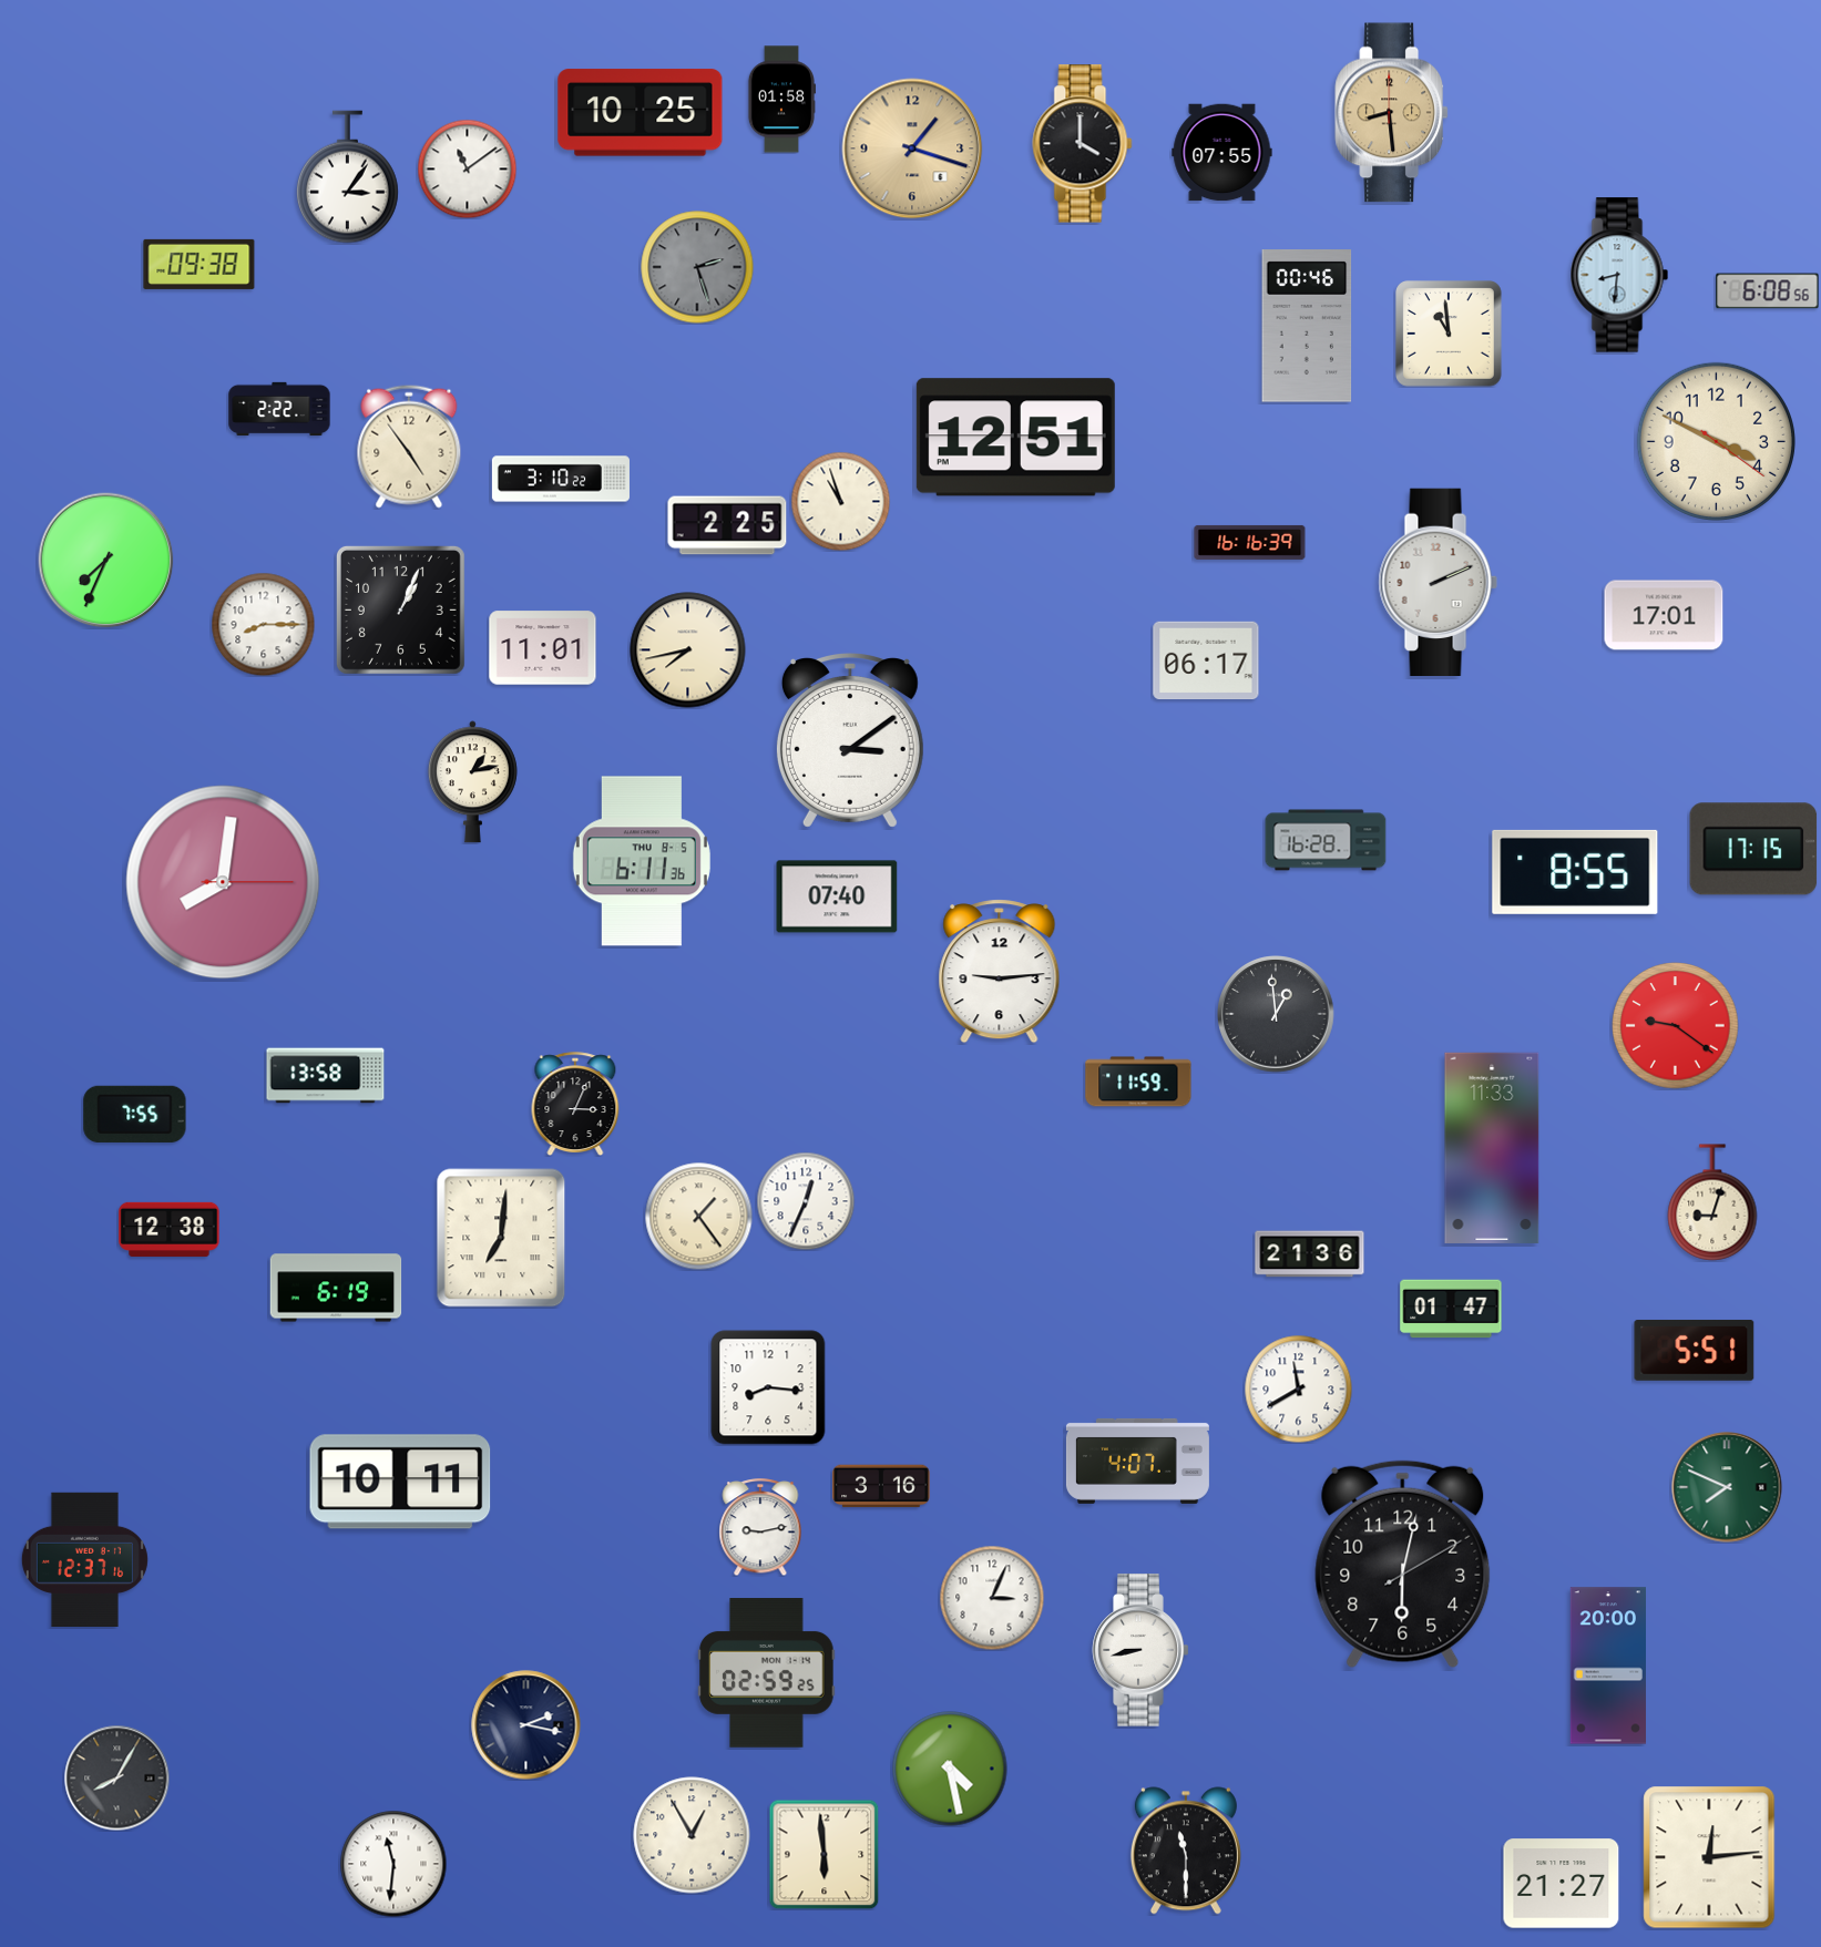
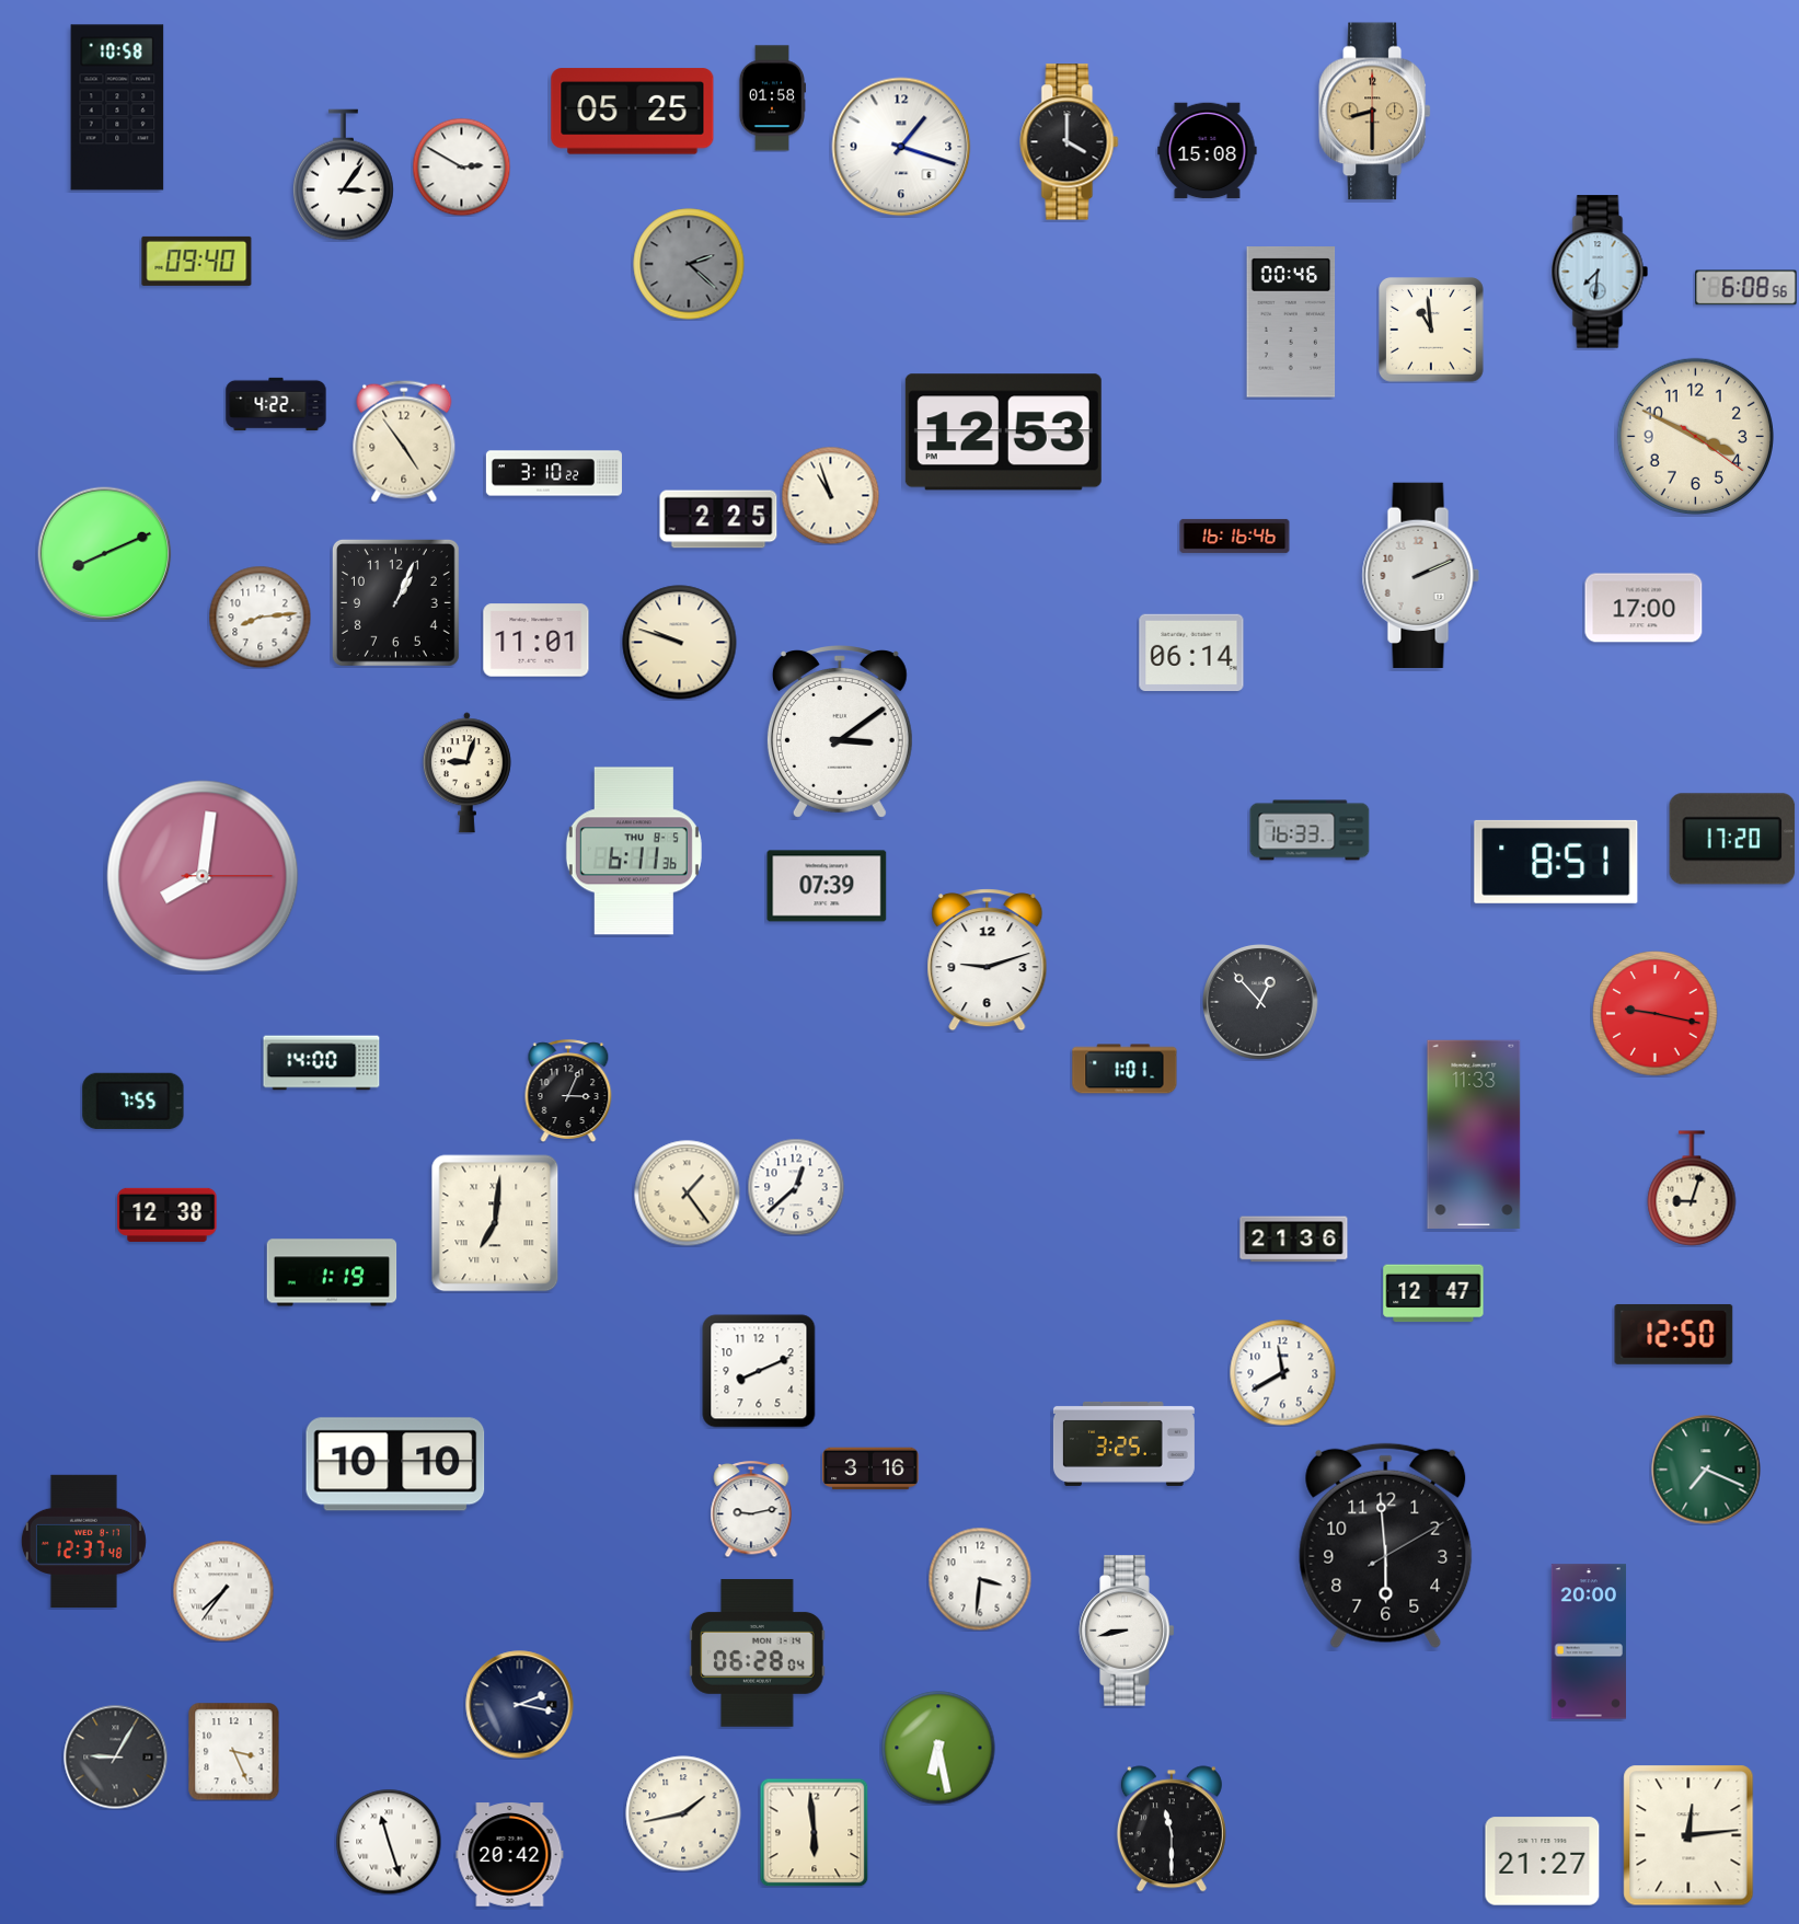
clock at (117, 107): none -> 10:58
clock at (641, 113): 10:25 -> 05:25
clock at (1391, 113): 8:29 -> 8:30
clock at (912, 148) dial: champagne -> white
clock at (1222, 153): 07:55 -> 15:08
clock at (467, 168): 11:09 -> 2:50
clock at (200, 264): 09:38 -> 09:40
clock at (697, 267): 2:27 -> 2:22
clock at (1619, 275): 8:31 -> 7:31
clock at (279, 409): 2:22 -> 4:22
clock at (1015, 438): 12:51 -> 12:53
clock at (1250, 542): 16:16:39 -> 16:16:46
clock at (106, 561): 7:34 -> 8:11
clock at (1664, 615): 17:01 -> 17:00
clock at (263, 624): 8:15 -> 8:14
clock at (688, 650): 7:43 -> 9:48
clock at (1206, 660): 06:17 -> 06:14
clock at (472, 782): 1:13 -> 9:03
clock at (1326, 840): 16:28 -> 16:33
clock at (1753, 849): 17:15 -> 17:20
clock at (1575, 872): 8:55 -> 8:51
clock at (223, 882) position: (223, 882) -> (203, 876)
clock at (837, 896): 07:40 -> 07:39
clock at (1000, 972): 9:14 -> 9:12
clock at (1277, 1015): 12:59 -> 12:53
clock at (1676, 1026): 9:21 -> 9:17
clock at (326, 1076): 13:58 -> 14:00
clock at (1138, 1082): 11:59 -> 1:01
clock at (806, 1201): 12:34 -> 12:38
clock at (698, 1216) position: (698, 1216) -> (687, 1193)
clock at (336, 1288): 6:19 -> 1:19
clock at (1451, 1309): 01:47 -> 12:47
clock at (1695, 1350): 5:51 -> 12:50
clock at (768, 1387): 8:16 -> 8:11
clock at (1137, 1461): 4:07 -> 3:25
clock at (400, 1482): 10:11 -> 10:10
clock at (1727, 1487): 7:49 -> 7:19
clock at (84, 1559): 12:37:16 -> 12:37:48
clock at (1403, 1565): 6:02 -> 5:59
clock at (992, 1598): 3:04 -> 3:31
clock at (223, 1591): none -> 7:36
clock at (1607, 1666) position: (1607, 1666) -> (1588, 1641)
clock at (767, 1673): 02:59 -> 06:28
clock at (950, 1769): 4:28 -> 6:28
clock at (234, 1751): none -> 3:26
clock at (116, 1777): 8:05 -> 9:05
clock at (692, 1835): 12:55 -> 1:43
clock at (393, 1864): 11:31 -> 11:27
clock at (510, 1855): none -> 20:42
